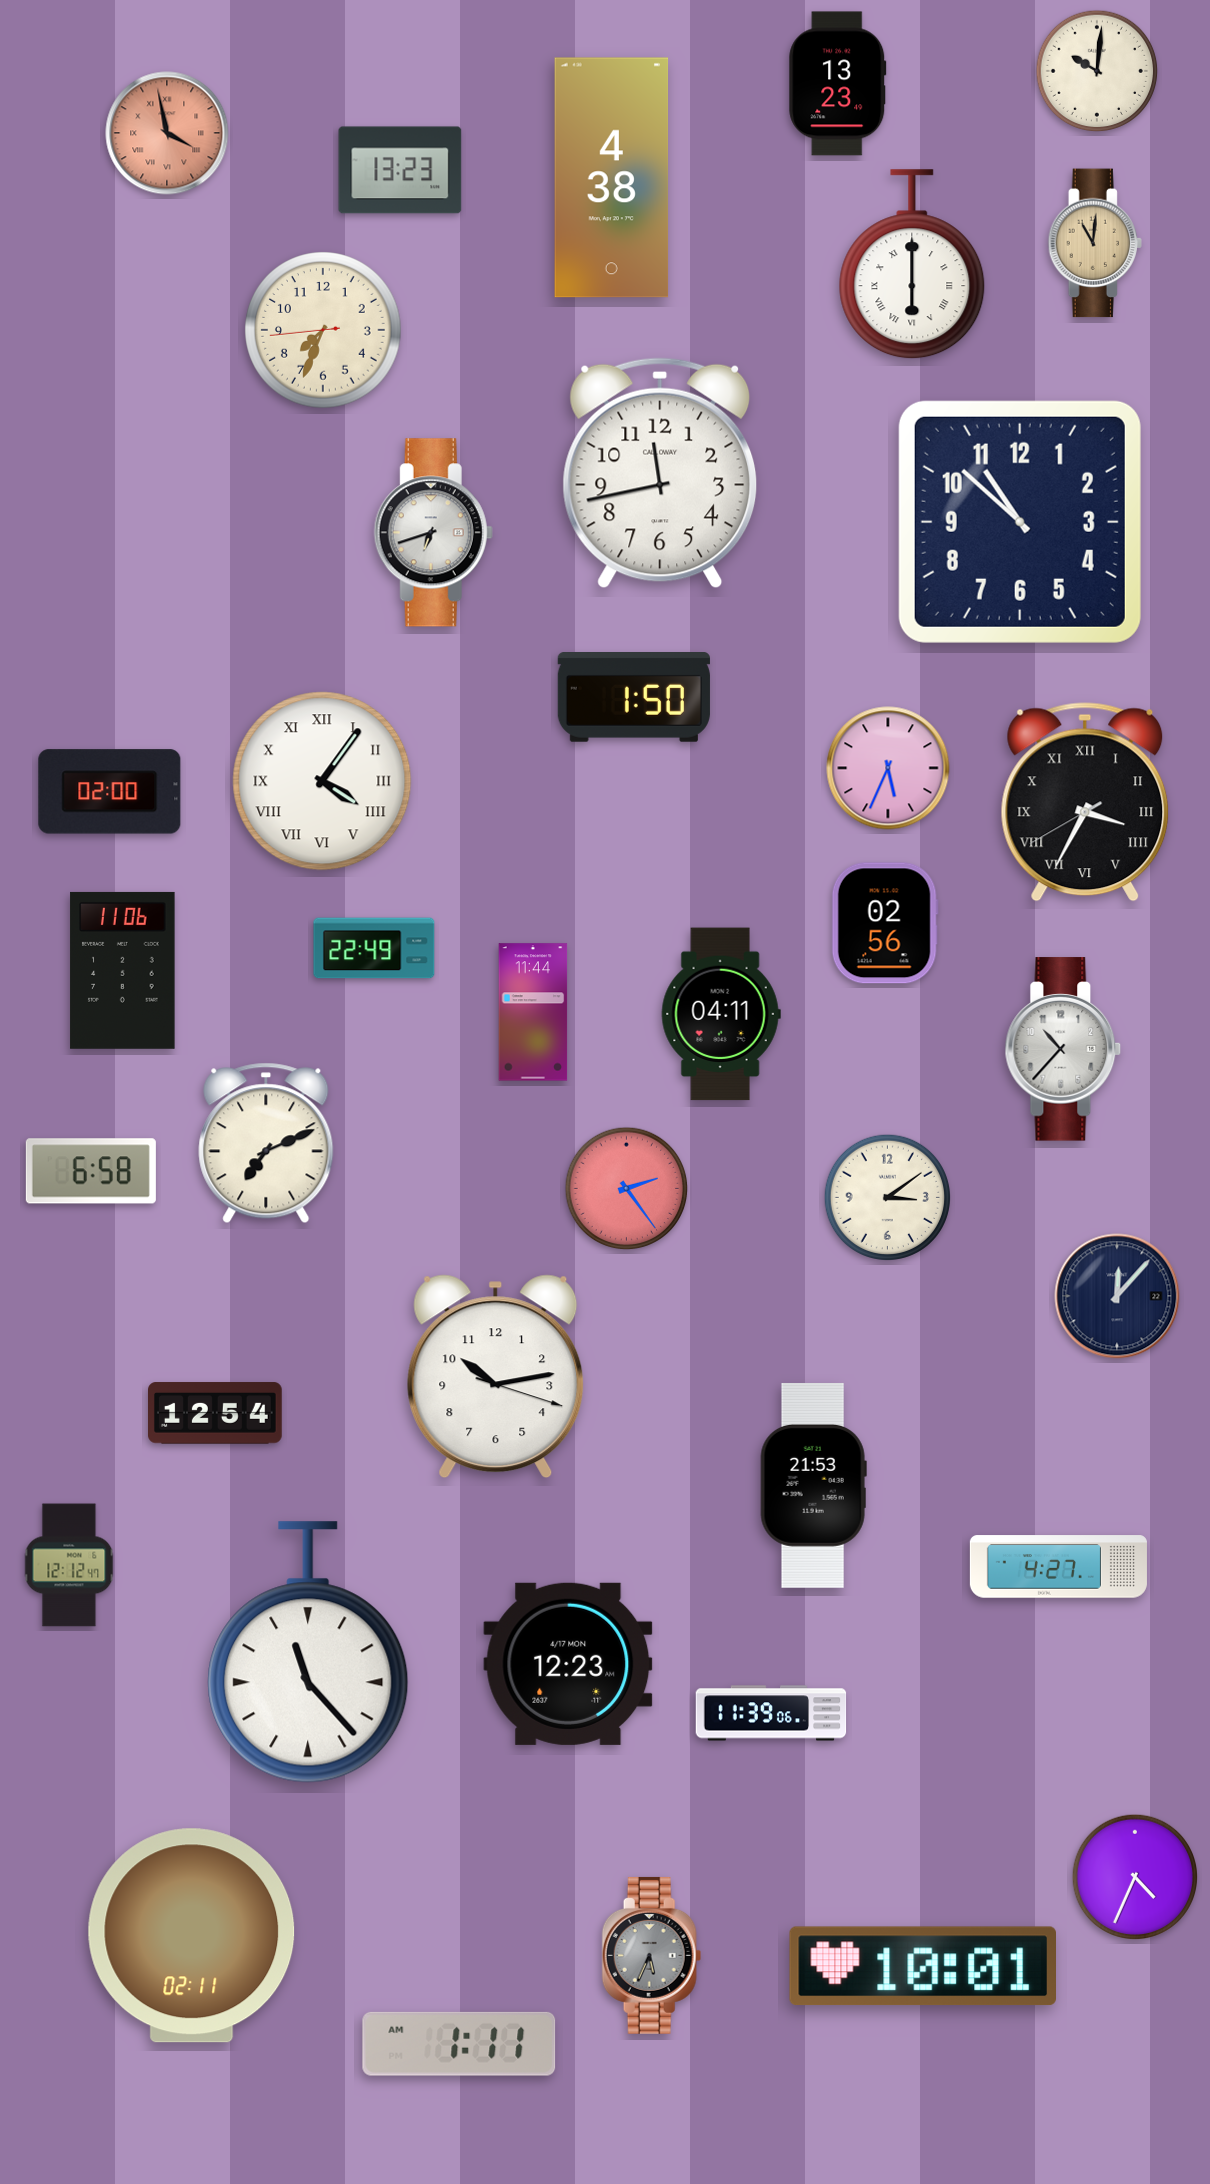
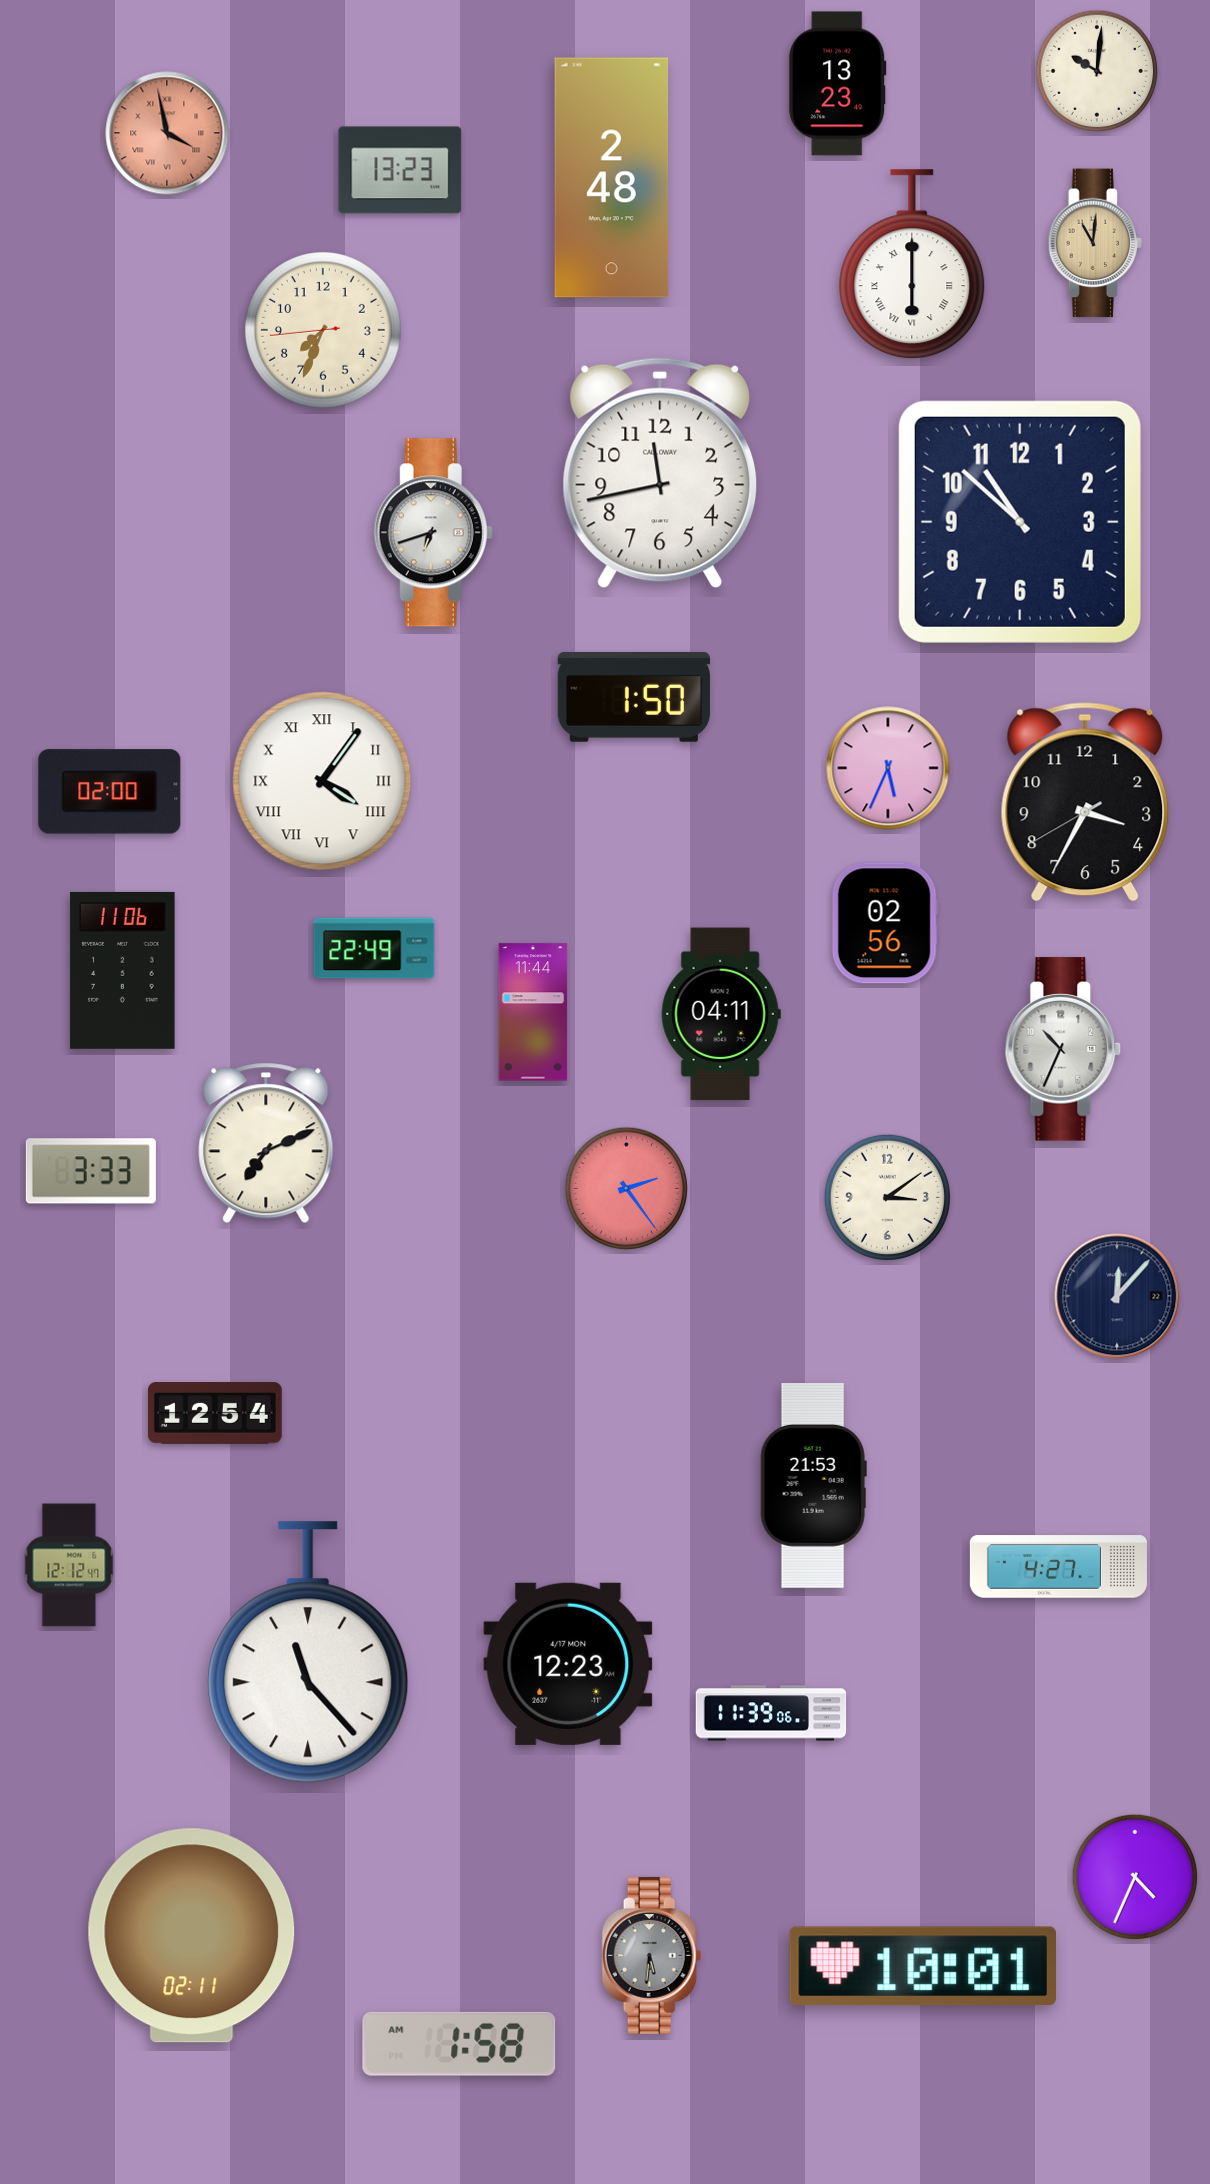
clock at (612, 178): 4:38 -> 2:48
clock at (1085, 802) numerals: Roman -> Arabic
clock at (1063, 1049): 10:37 -> 10:34
clock at (91, 1171): 6:58 -> 3:33
clock at (496, 1377): 10:13 -> none
clock at (652, 1955): 5:34 -> 5:31
clock at (459, 2044): 1:11 -> 1:58
